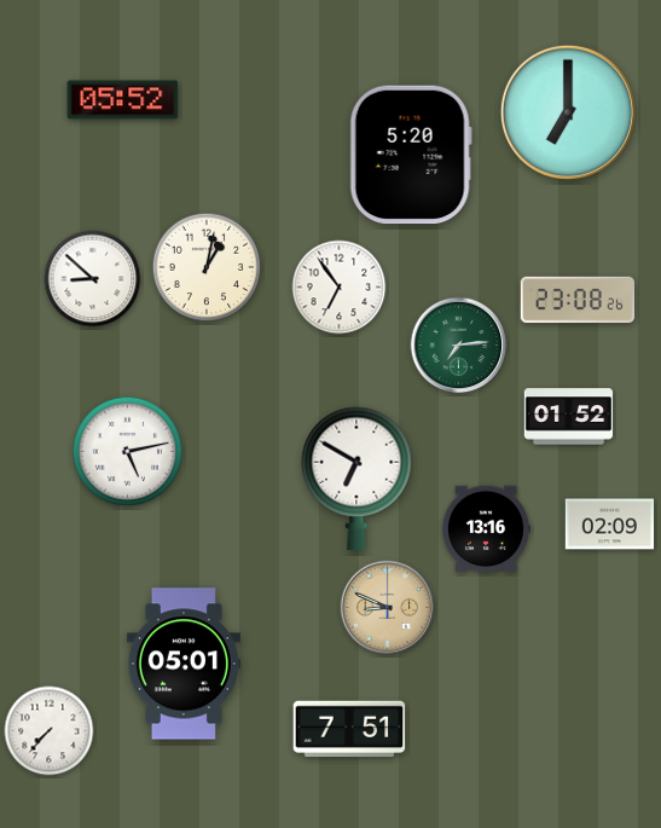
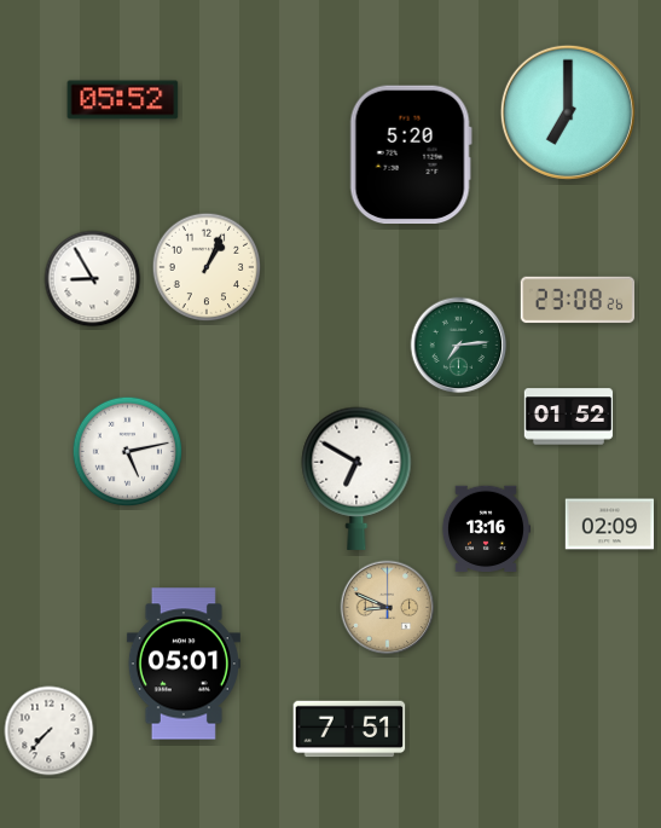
clock at (207, 267): 1:02 -> 1:04
clock at (93, 279): 8:52 -> 8:55
clock at (340, 288): 6:54 -> none
